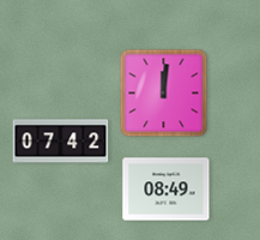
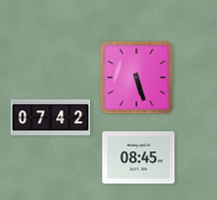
clock at (164, 94): 12:01 -> 5:27
clock at (167, 190): 08:49 -> 08:45
